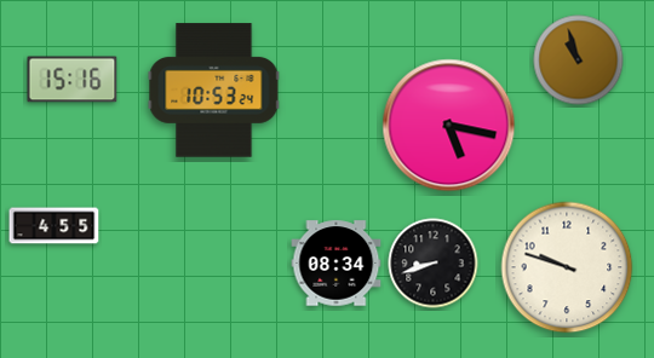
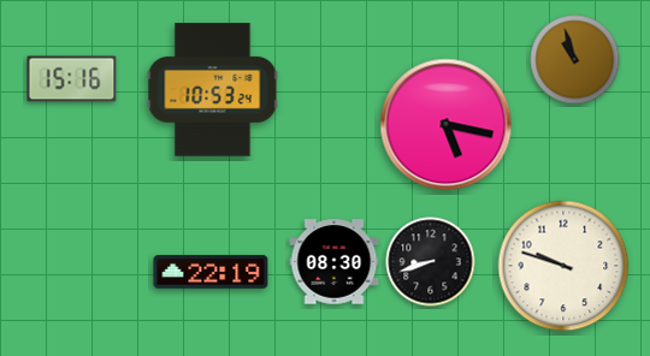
clock at (54, 226): 4:55 -> none
clock at (337, 264): 08:34 -> 08:30
clock at (211, 272): none -> 22:19
